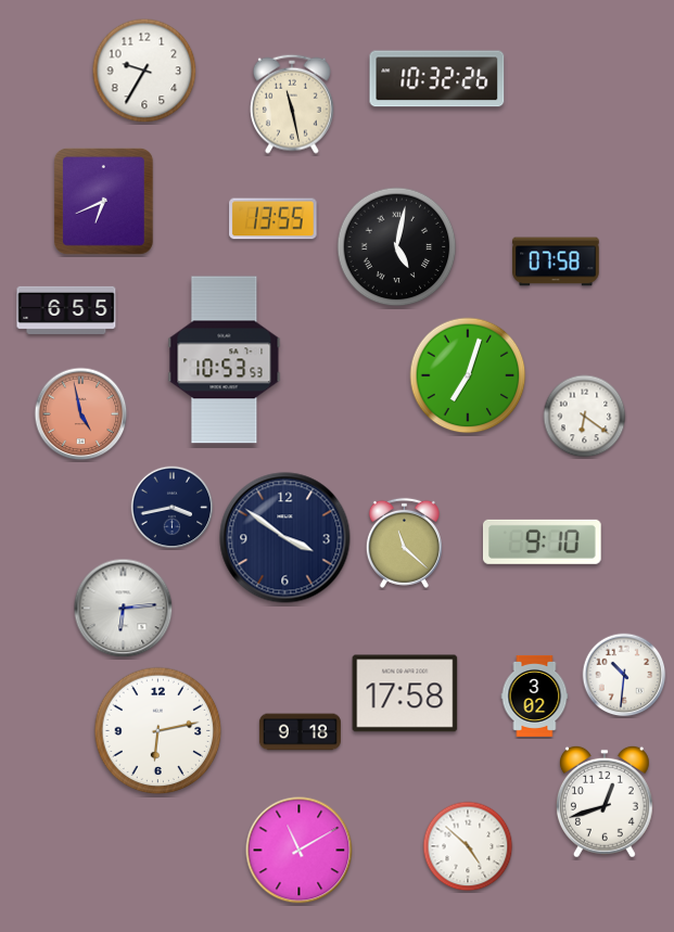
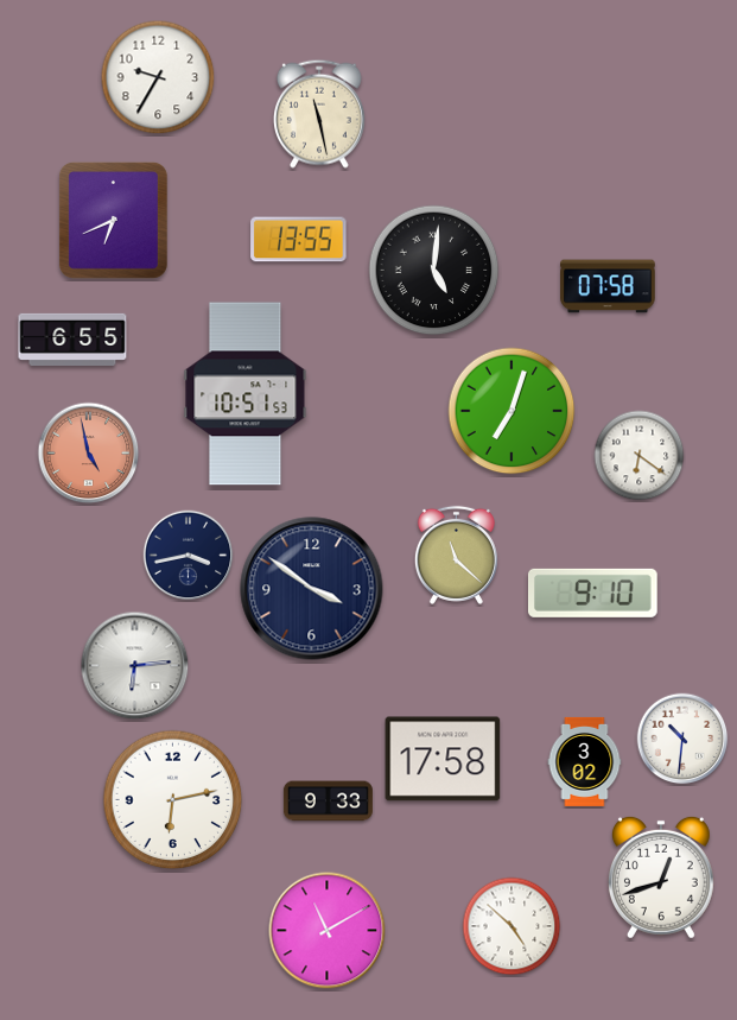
clock at (437, 79): 10:32 -> none
clock at (397, 247): 5:02 -> 5:01
clock at (225, 360): 10:53 -> 10:51
clock at (404, 542) position: (404, 542) -> (456, 555)
clock at (300, 732): 9:18 -> 9:33
